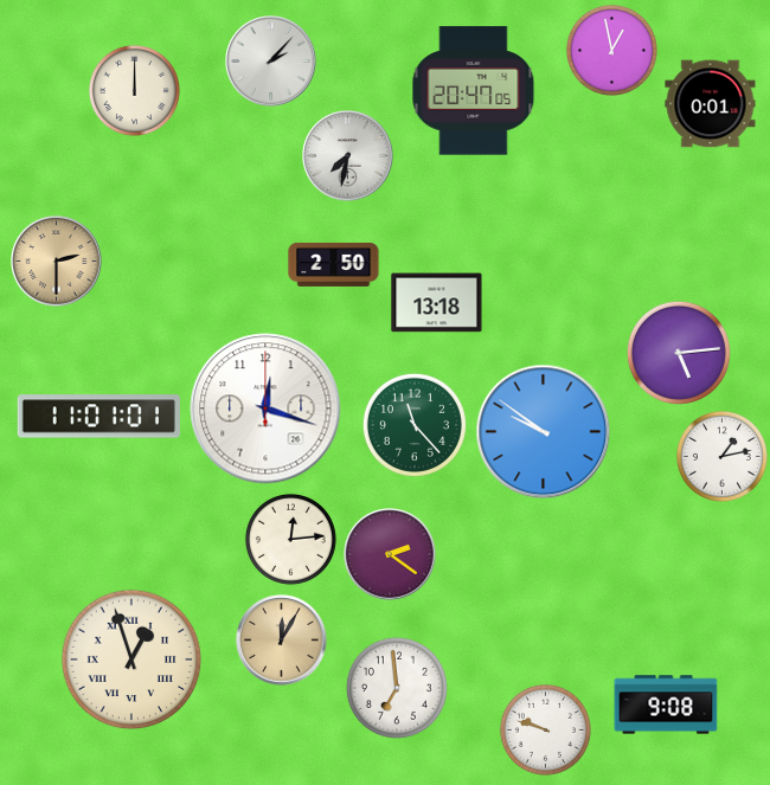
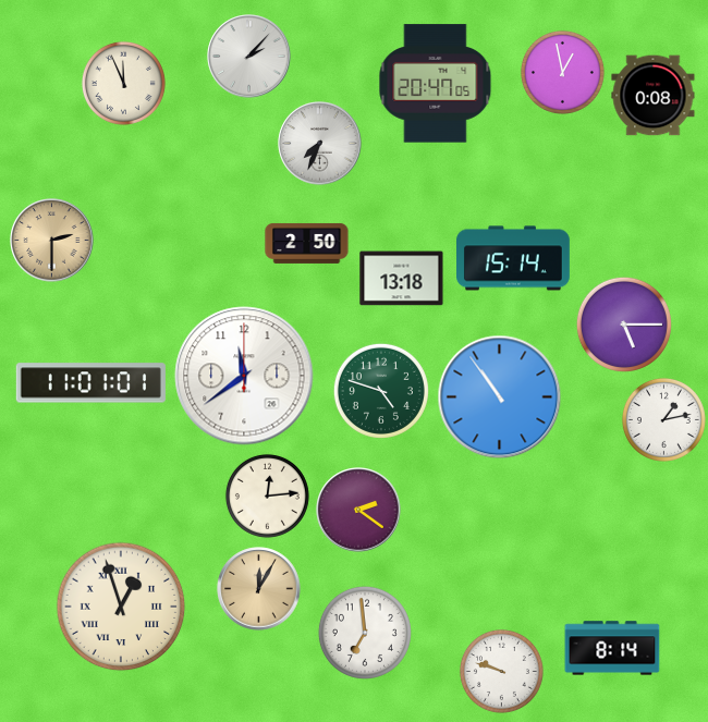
clock at (611, 50) position: (611, 50) -> (562, 72)
clock at (134, 90): 12:00 -> 11:56
clock at (711, 104): 0:01 -> 0:08
clock at (348, 156): 7:32 -> 7:34
clock at (514, 258): none -> 15:14
clock at (679, 353): 5:14 -> 5:15
clock at (265, 408): 12:18 -> 11:39
clock at (415, 425): 11:23 -> 4:48
clock at (544, 432): 9:51 -> 10:54
clock at (666, 704): 9:08 -> 8:14
